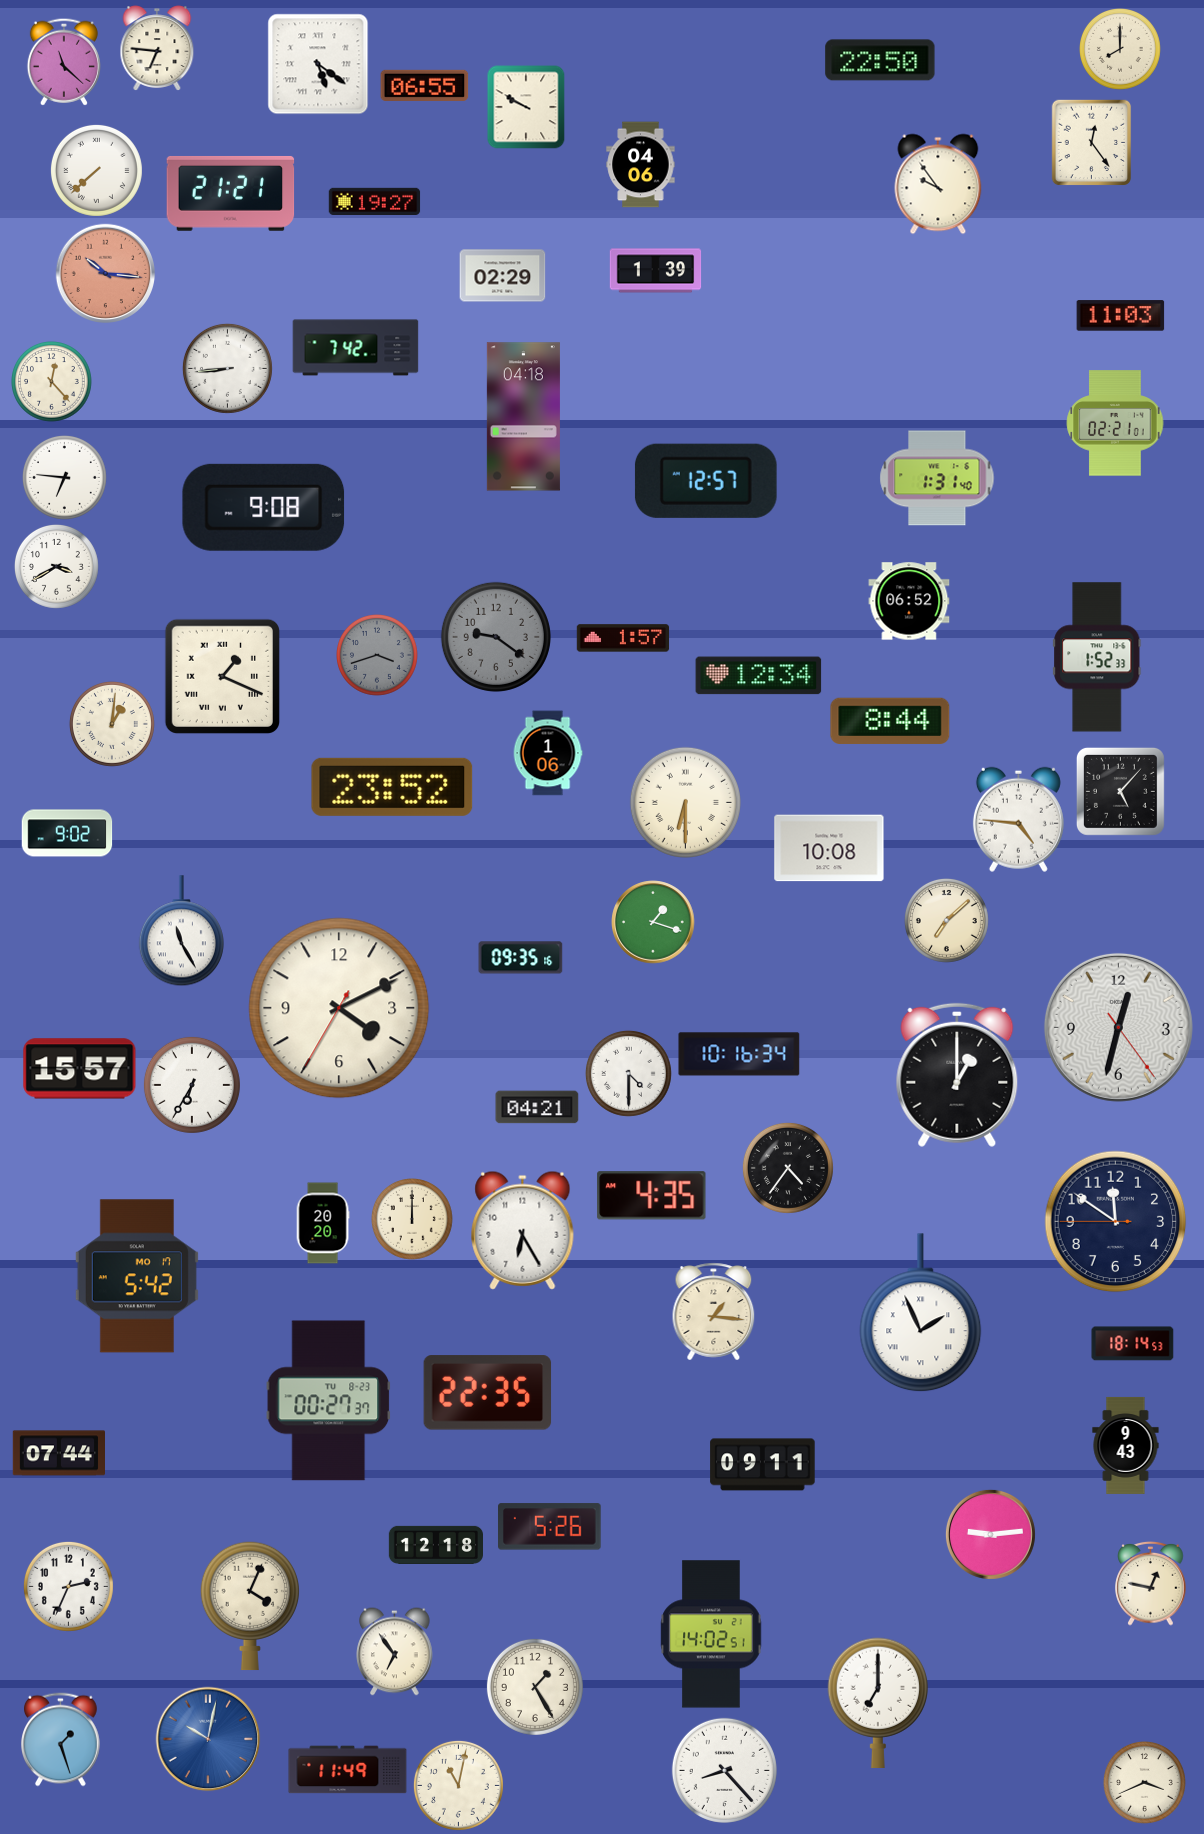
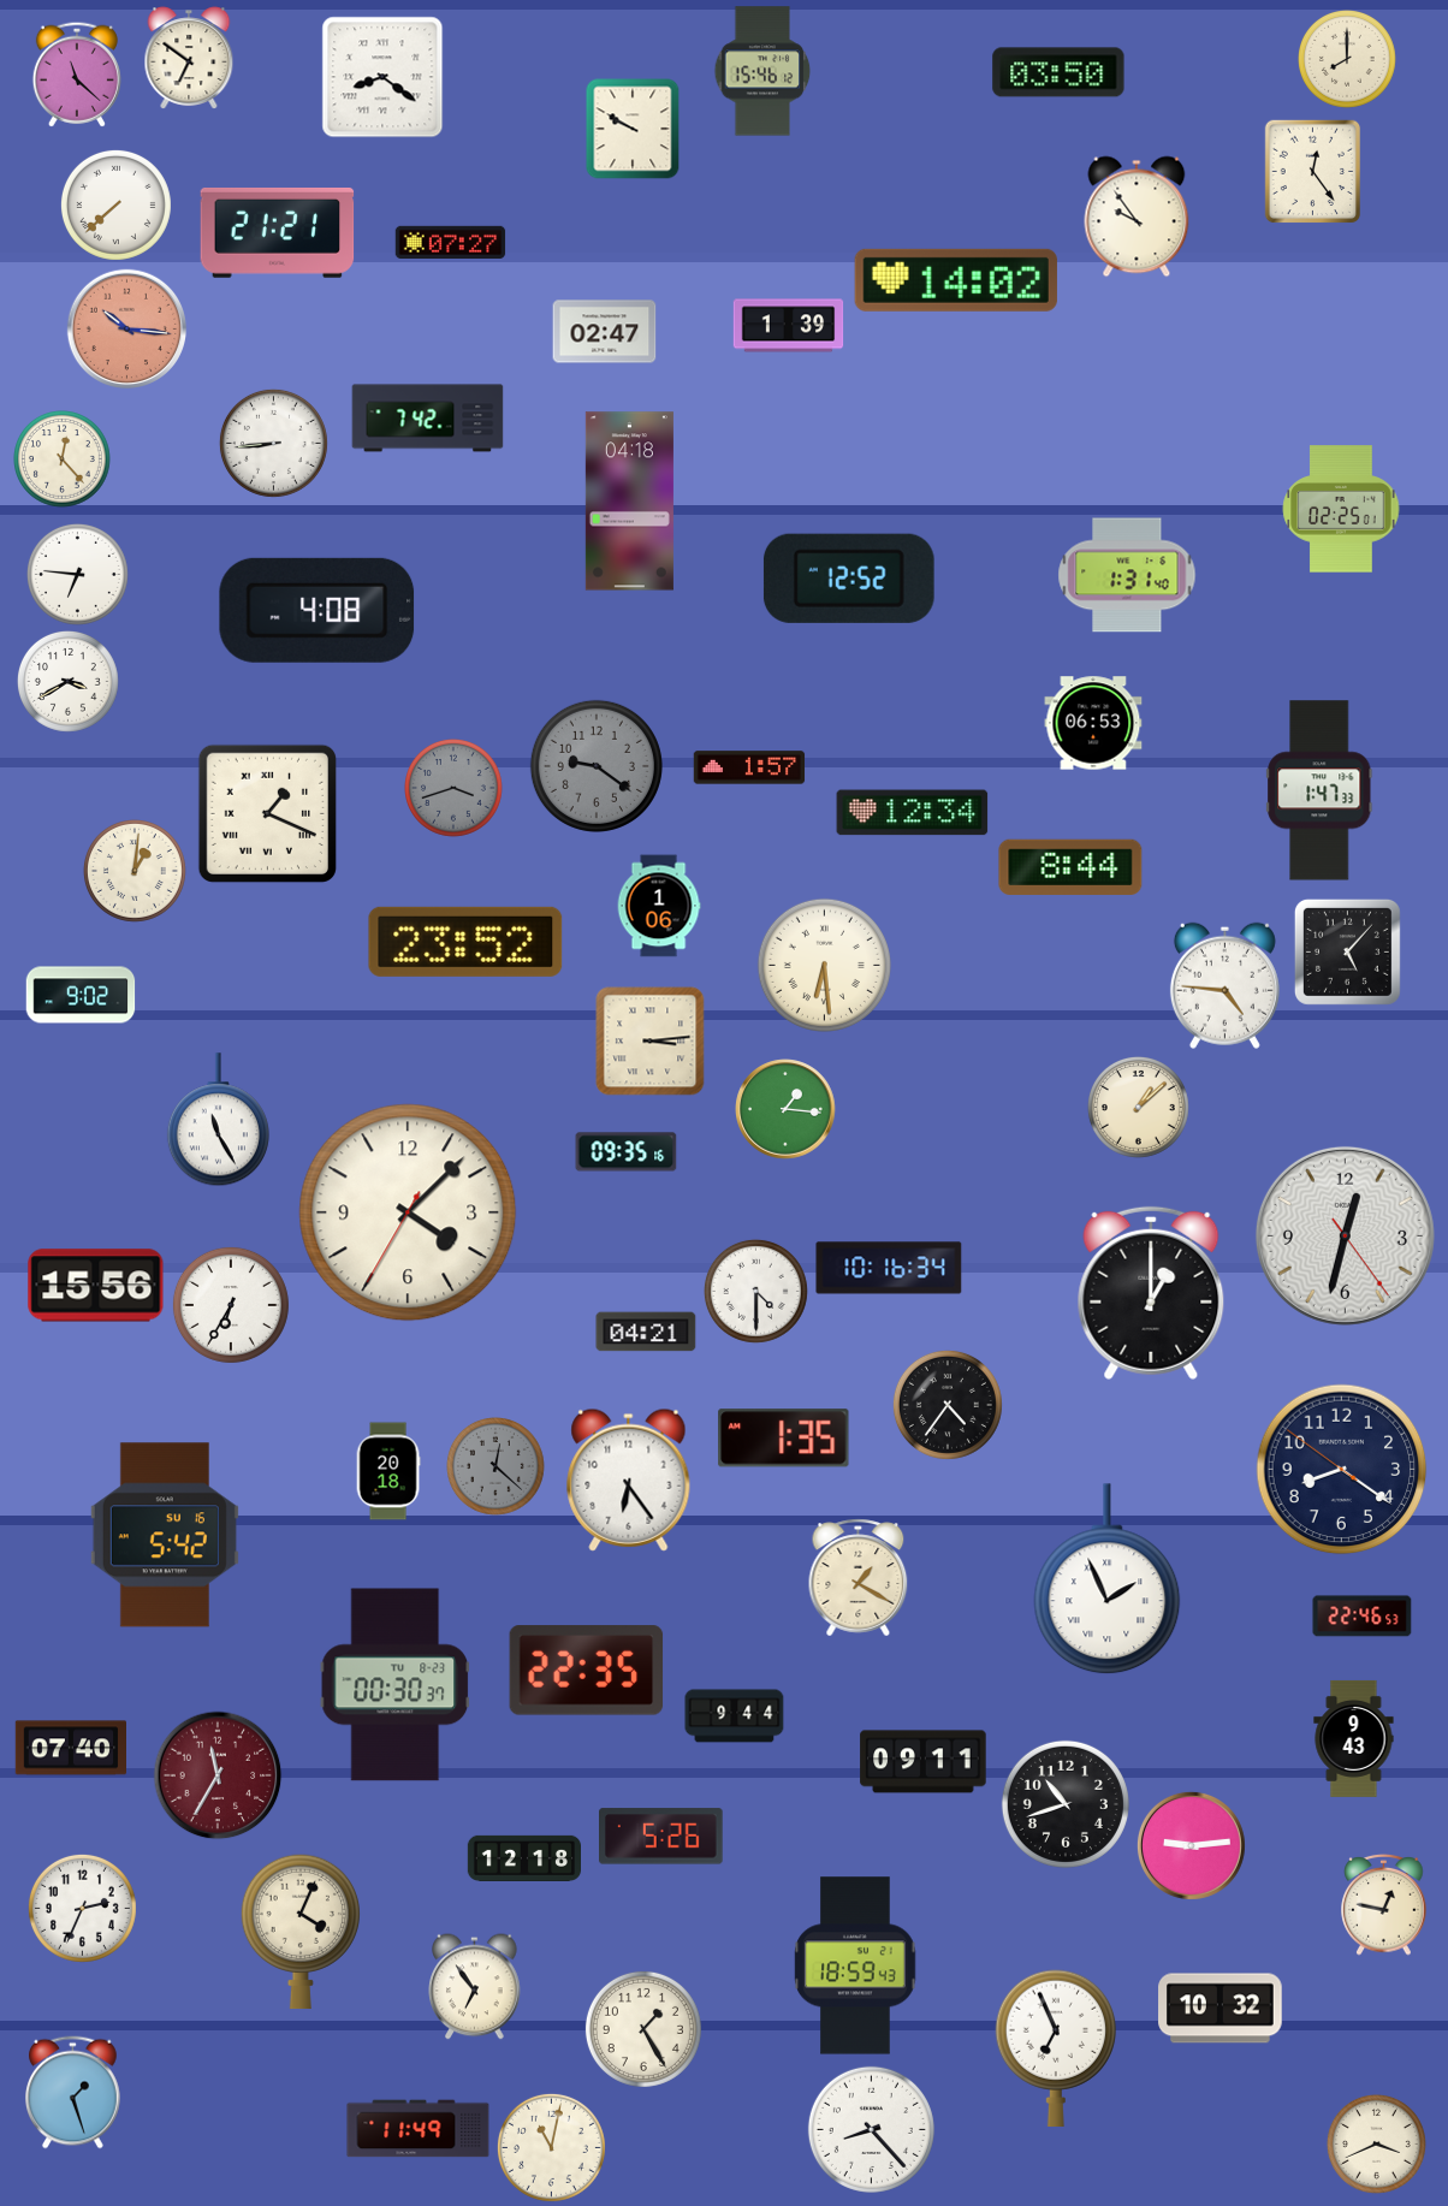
clock at (157, 48): 6:46 -> 6:51
clock at (762, 71): none -> 15:46
clock at (880, 60): 22:50 -> 03:50
clock at (318, 64): 5:21 -> 8:21
clock at (425, 85): 06:55 -> none
clock at (641, 165): 04:06 -> none
clock at (938, 184) position: (938, 184) -> (1137, 217)
clock at (375, 201): 19:27 -> 07:27
clock at (956, 280): none -> 14:02
clock at (503, 276): 02:29 -> 02:47
clock at (1121, 316): 11:03 -> none
clock at (1115, 423): 02:21 -> 02:25
clock at (706, 481): 12:57 -> 12:52
clock at (264, 507): 9:08 -> 4:08
clock at (909, 601): 06:52 -> 06:53
clock at (1097, 657): 1:52 -> 1:47
clock at (392, 787) position: (392, 787) -> (465, 942)
clock at (685, 802): 6:30 -> 6:29
clock at (67, 833) position: (67, 833) -> (81, 995)
clock at (829, 848): 10:08 -> none
clock at (651, 1042): none -> 3:14
clock at (946, 920): 7:08 -> 1:08
clock at (653, 922): 1:18 -> 1:16
clock at (339, 1008): 4:10 -> 4:07
clock at (80, 1069): 15:57 -> 15:56
clock at (652, 1196): 4:35 -> 1:35
clock at (413, 1220): 12:00 -> 12:22
clock at (413, 1220) dial: cream -> grey
clock at (1116, 1222): 11:50 -> 8:20
clock at (323, 1223): 20:20 -> 20:18
clock at (523, 1230): 6:25 -> 6:24
clock at (137, 1276) date: MO 17 -> SU 16
clock at (714, 1312): 1:16 -> 1:20
clock at (1133, 1344): 18:14 -> 22:46
clock at (488, 1393) position: (488, 1393) -> (587, 1671)
clock at (328, 1401): 00:27 -> 00:30
clock at (735, 1716): none -> 9:44
clock at (59, 1453): 07:44 -> 07:40
clock at (763, 1465) position: (763, 1465) -> (924, 1762)
clock at (218, 1775): none -> 11:35
clock at (1066, 1804): none -> 10:42
clock at (711, 1634): 14:02 -> 18:59
clock at (1221, 2009): none -> 10:32
clock at (877, 1702): 7:00 -> 6:56
clock at (208, 1739): 10:02 -> none
